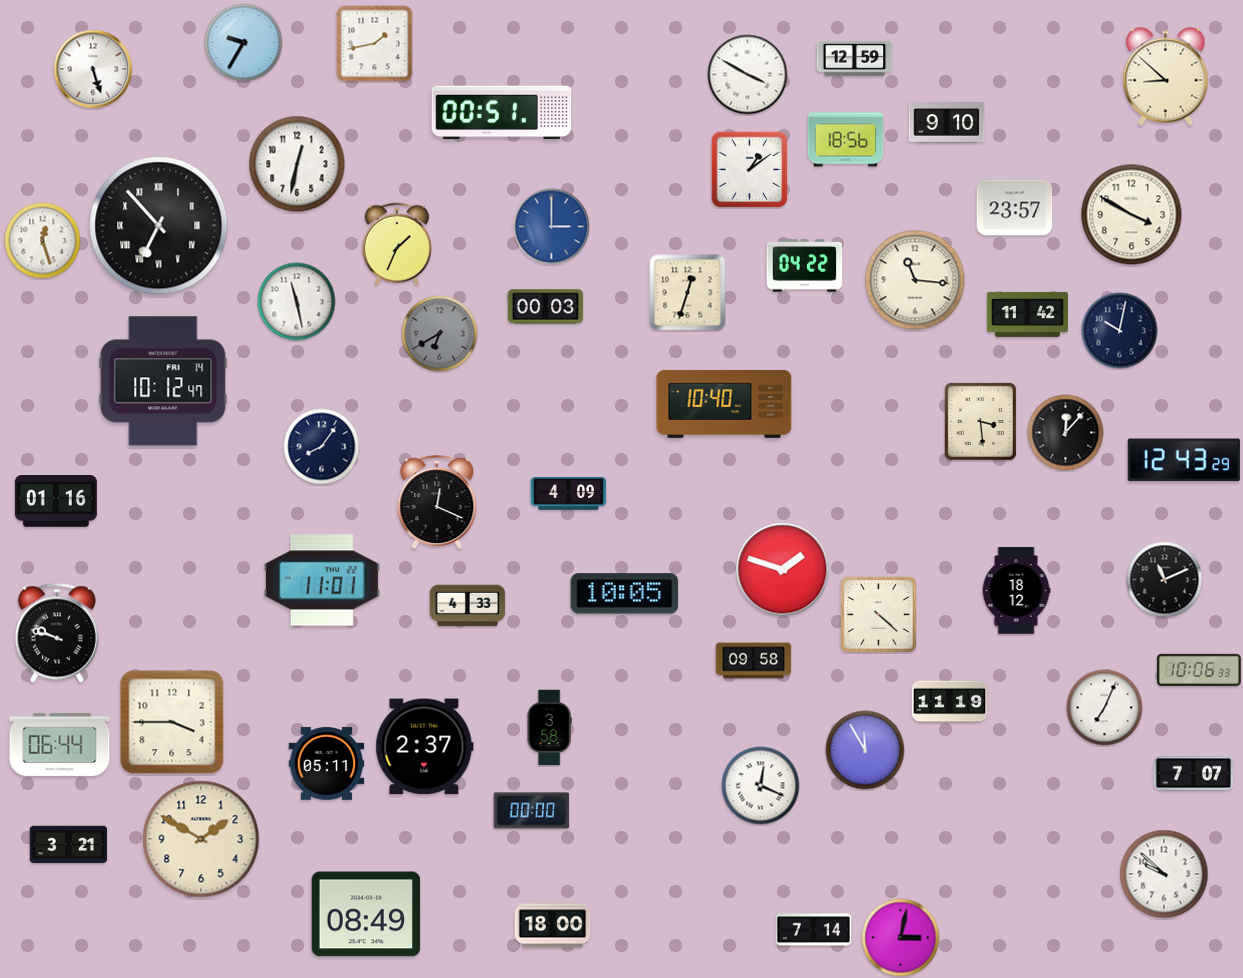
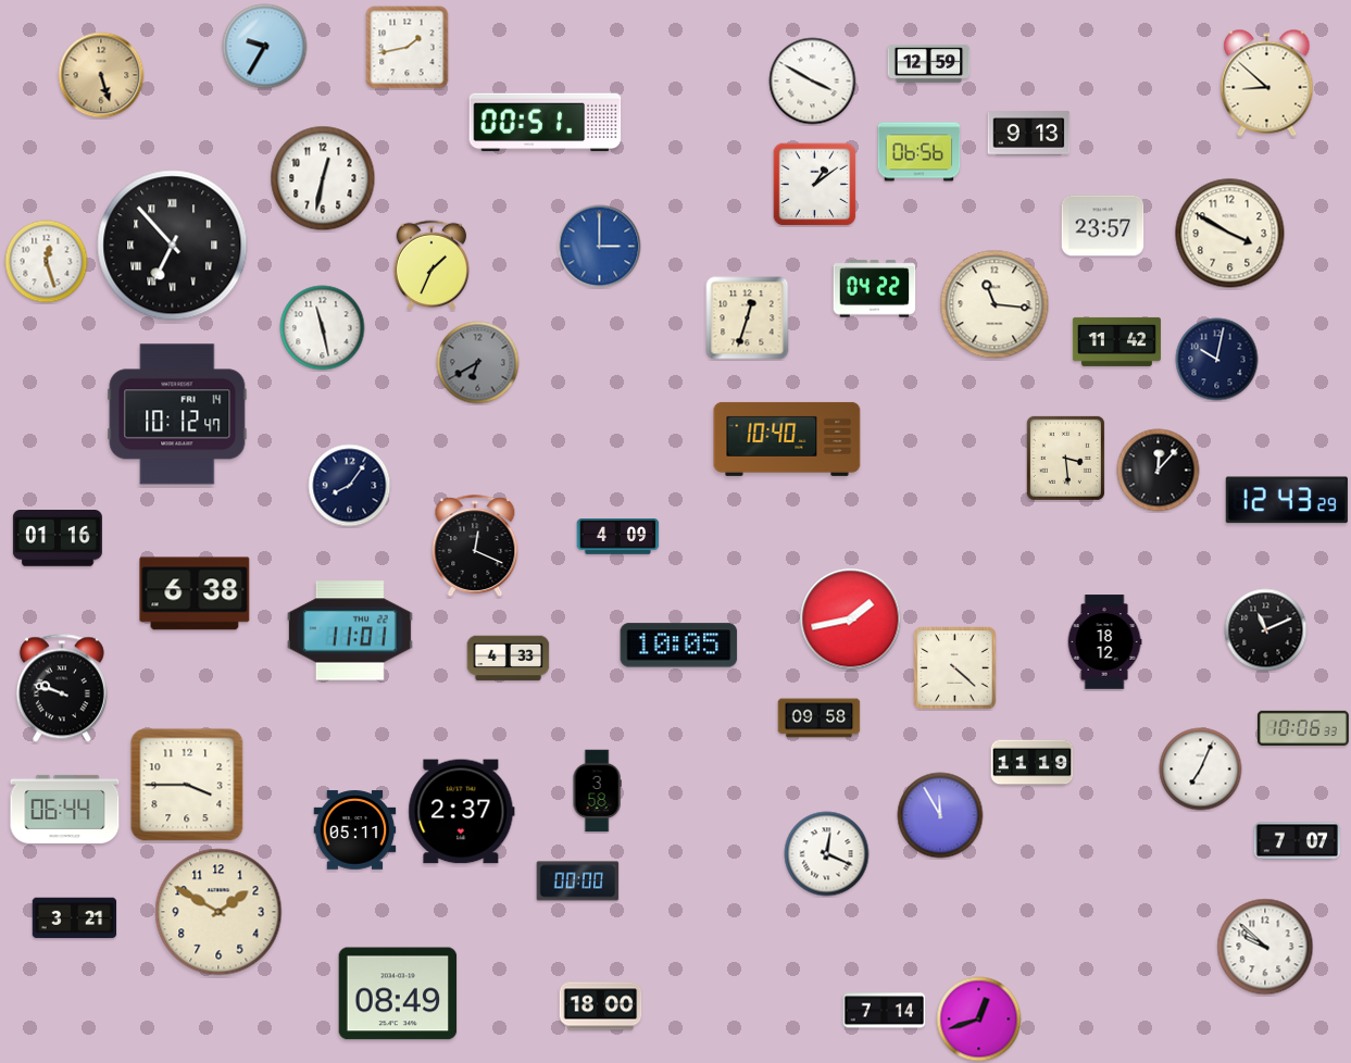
clock at (93, 69) dial: white -> champagne
clock at (947, 123): 9:10 -> 9:13
clock at (846, 140): 18:56 -> 06:56
clock at (546, 307): 00:03 -> none
clock at (56, 502) position: (56, 502) -> (58, 539)
clock at (195, 593): none -> 6:38
clock at (783, 570): 1:48 -> 1:43
clock at (1164, 874) position: (1164, 874) -> (1265, 947)
clock at (901, 938): 3:02 -> 12:42
